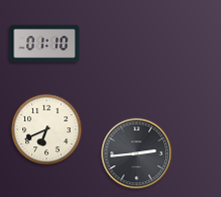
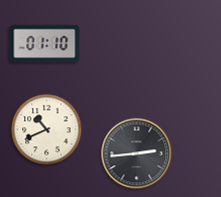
clock at (47, 130): 6:41 -> 10:41
